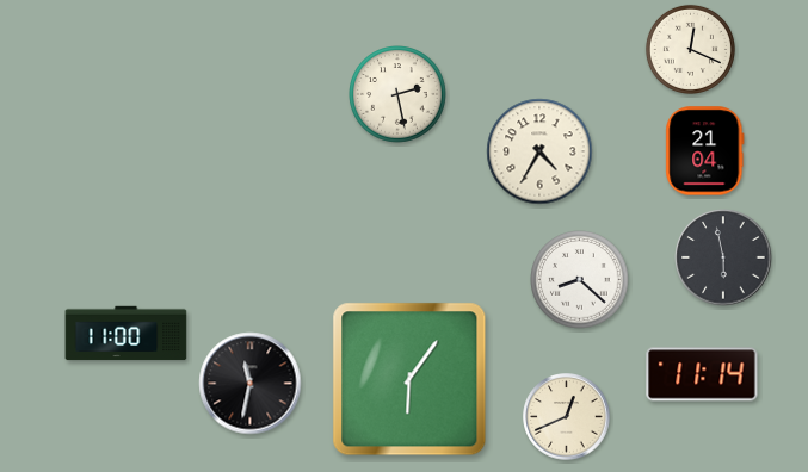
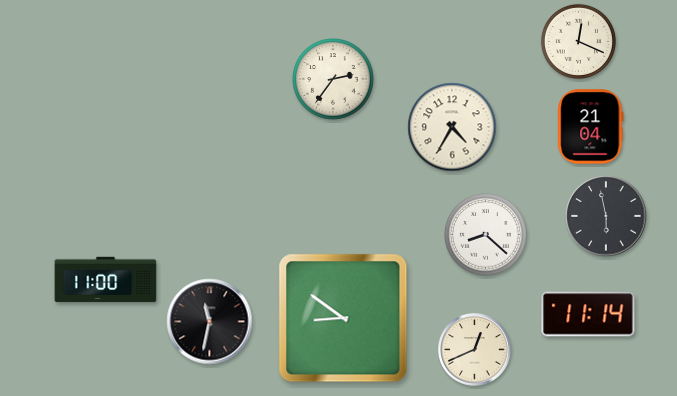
clock at (397, 94): 2:28 -> 2:36
clock at (409, 379): 6:06 -> 8:51
